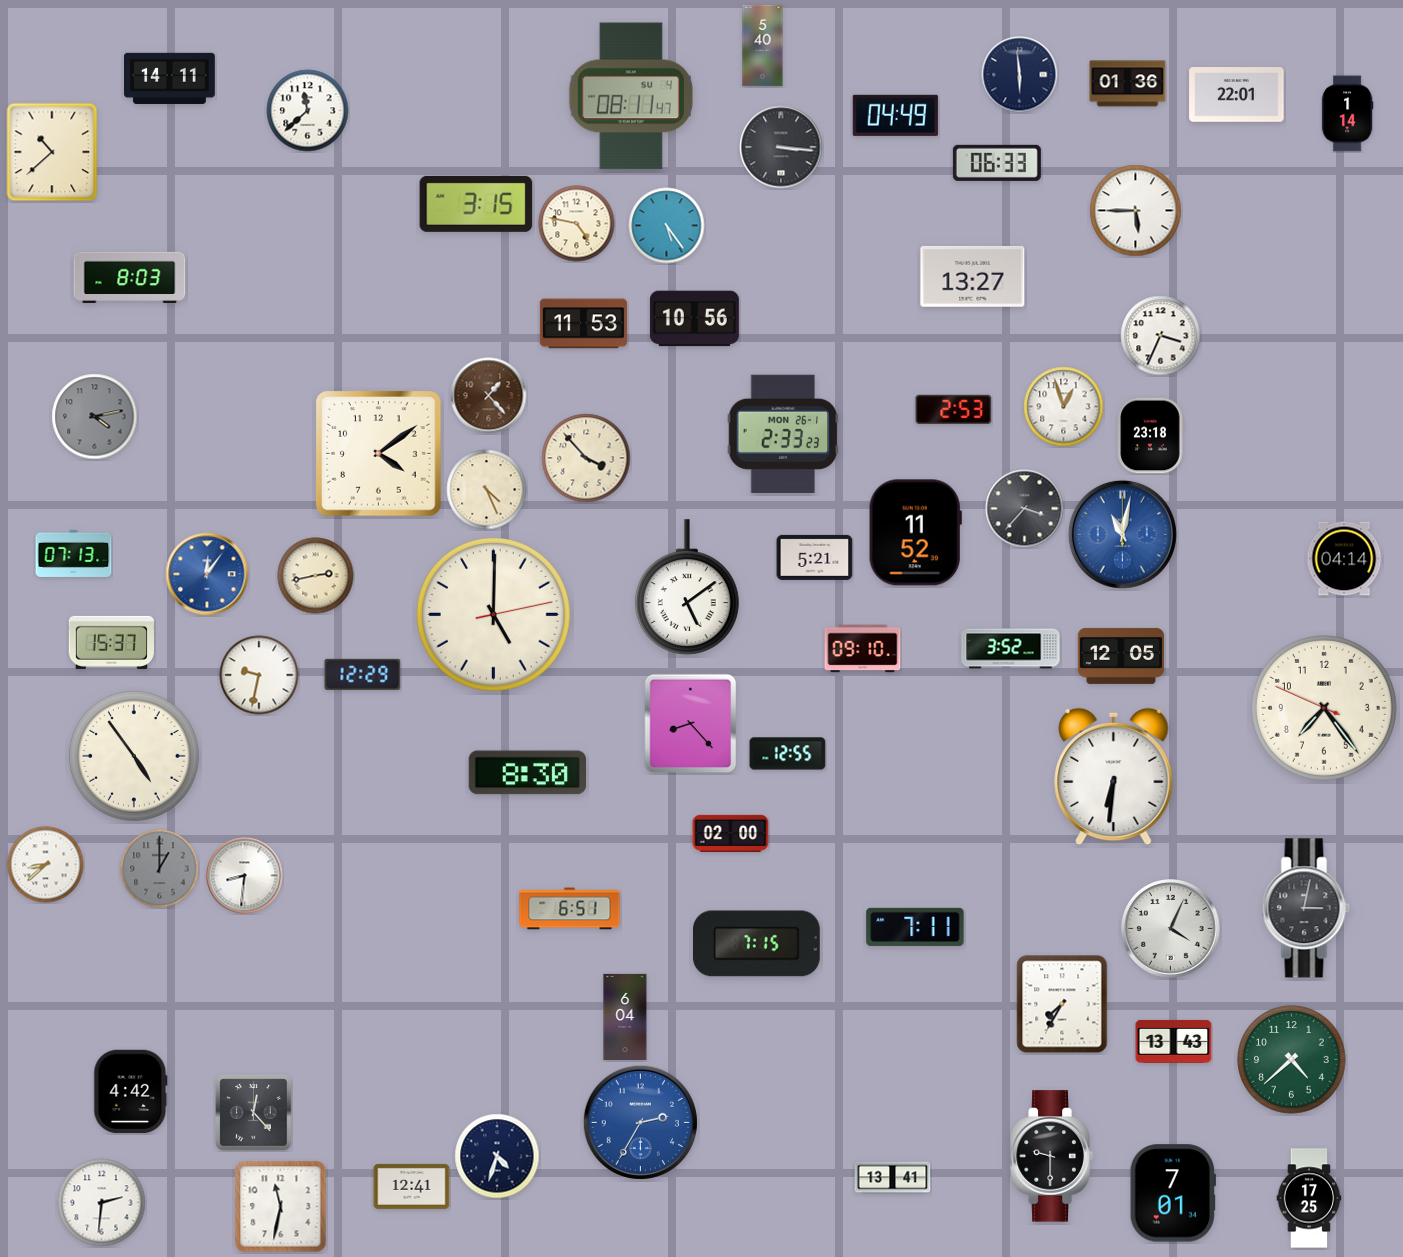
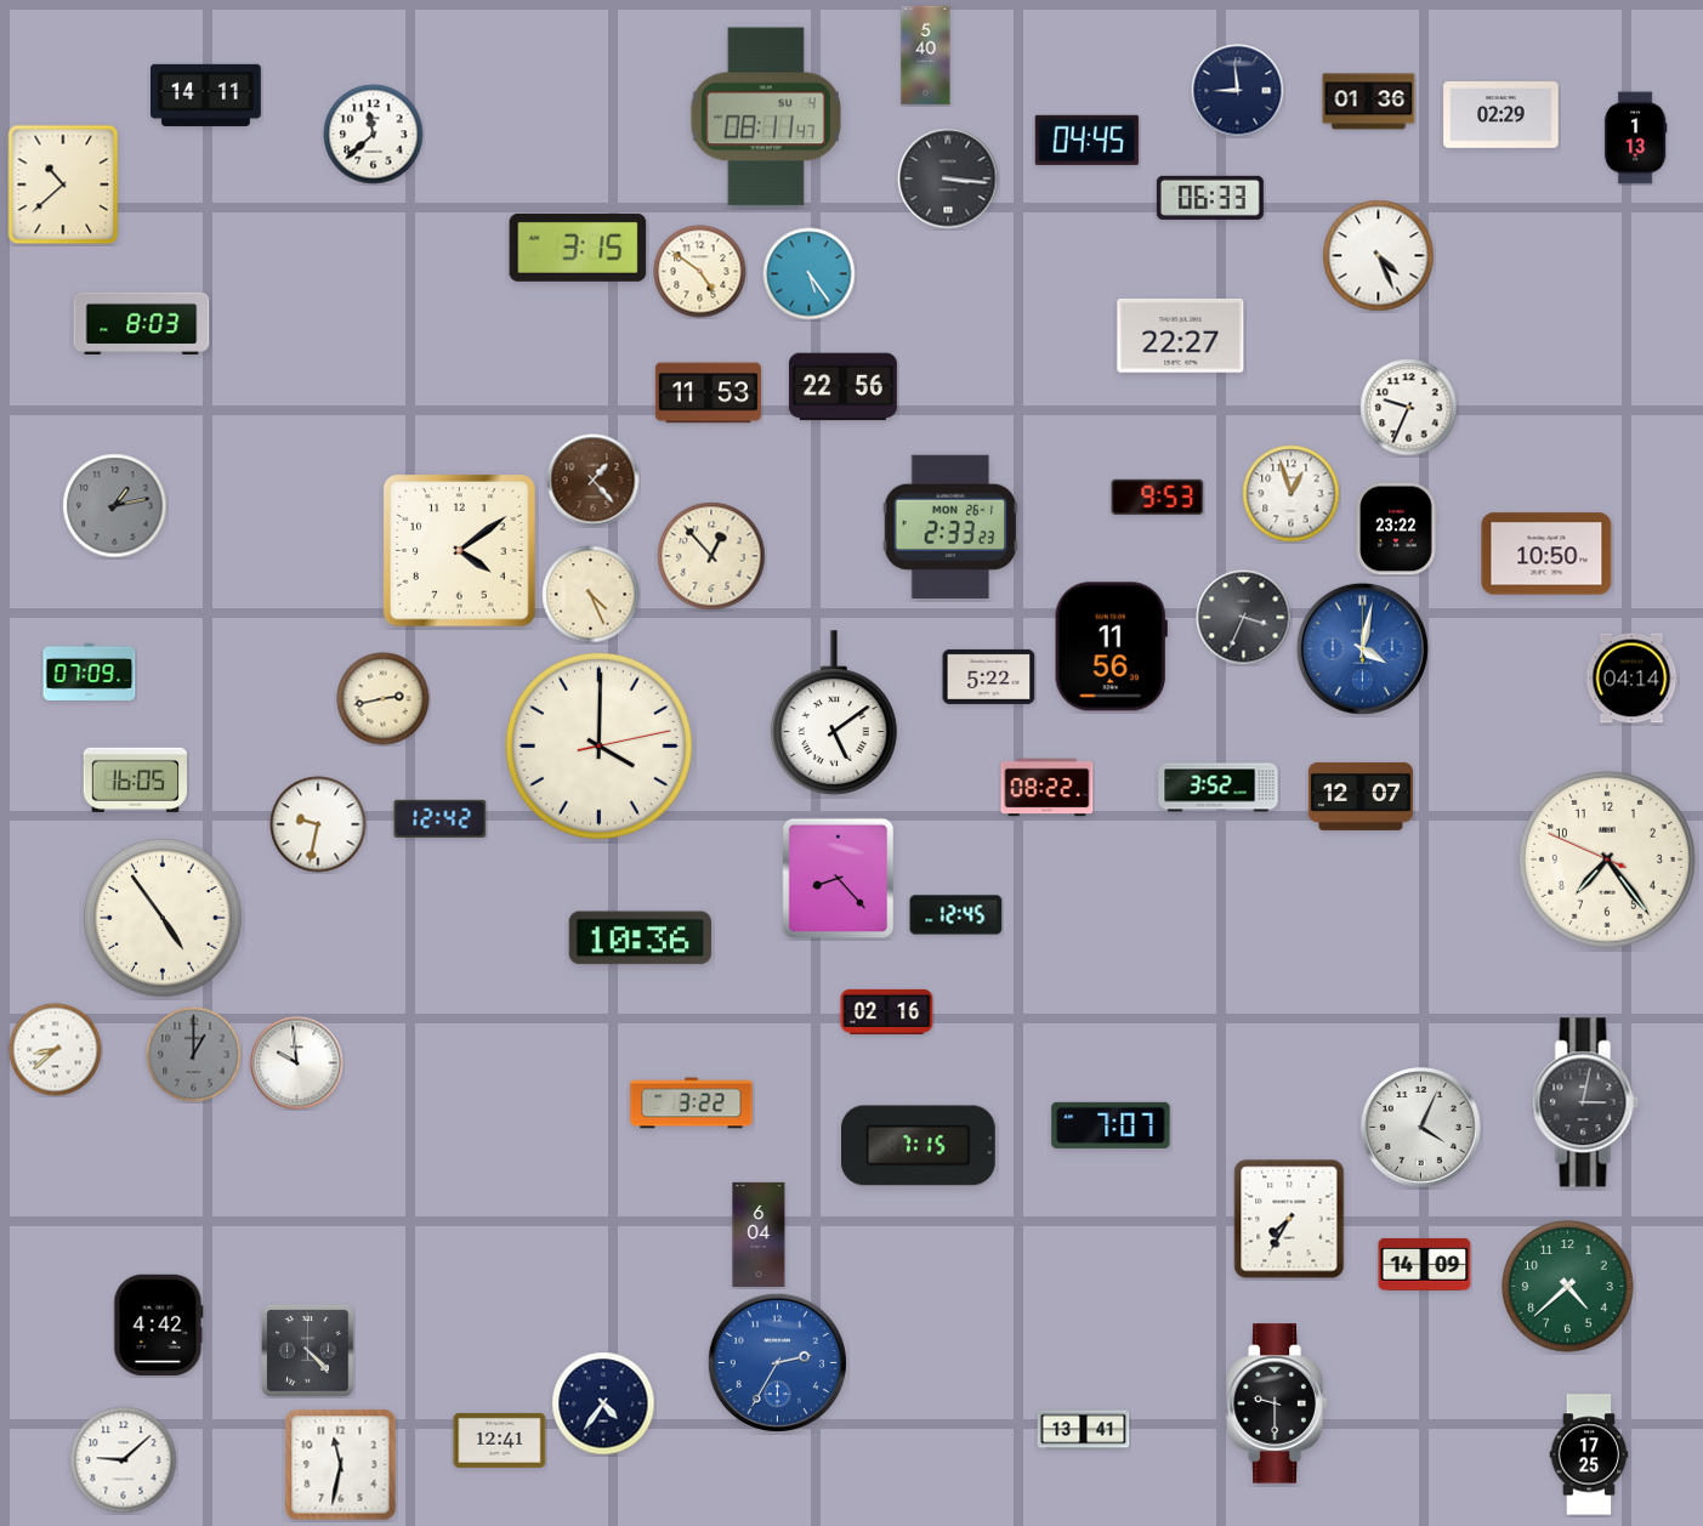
clock at (1020, 75): 5:59 -> 8:59
clock at (1237, 95): 22:01 -> 02:29
clock at (1347, 114): 1:14 -> 1:13
clock at (895, 115): 04:49 -> 04:45
clock at (1136, 211): 5:45 -> 4:26
clock at (577, 224): 4:47 -> 4:51
clock at (973, 276): 13:27 -> 22:27
clock at (130, 277) position: (130, 277) -> (142, 323)
clock at (694, 319): 10:56 -> 22:56
clock at (1161, 336): 3:34 -> 9:34
clock at (954, 409): 2:53 -> 9:53
clock at (95, 417): 4:13 -> 1:13
clock at (1150, 436): 23:18 -> 23:22
clock at (1546, 554): none -> 10:50
clock at (586, 458): 3:53 -> 12:53
clock at (1025, 509): 3:37 -> 3:34
clock at (915, 533): 11:52 -> 11:56
clock at (1122, 534): 11:02 -> 4:02
clock at (74, 553): 07:13 -> 07:09
clock at (815, 557): 5:21 -> 5:22
clock at (207, 574): 12:06 -> none
clock at (493, 614): 5:00 -> 4:00
clock at (111, 642): 15:37 -> 16:05
clock at (863, 649): 09:10 -> 08:22
clock at (1011, 649) position: (1011, 649) -> (1219, 788)
clock at (1121, 656): 12:05 -> 12:07
clock at (363, 674): 12:29 -> 12:42
clock at (259, 675) position: (259, 675) -> (318, 824)
clock at (788, 754): 12:55 -> 12:45
clock at (527, 773): 8:30 -> 10:36
clock at (1114, 777): 6:31 -> none
clock at (731, 833): 02:00 -> 02:16
clock at (245, 876): 8:31 -> 9:59
clock at (570, 909): 6:51 -> 3:22
clock at (915, 927): 7:11 -> 7:07
clock at (1174, 1041): 13:43 -> 14:09
clock at (254, 1113): 12:23 -> 4:23
clock at (497, 1156): 4:33 -> 4:36
clock at (1173, 1193): 7:01 -> none
clock at (102, 1203): 2:31 -> 9:08
